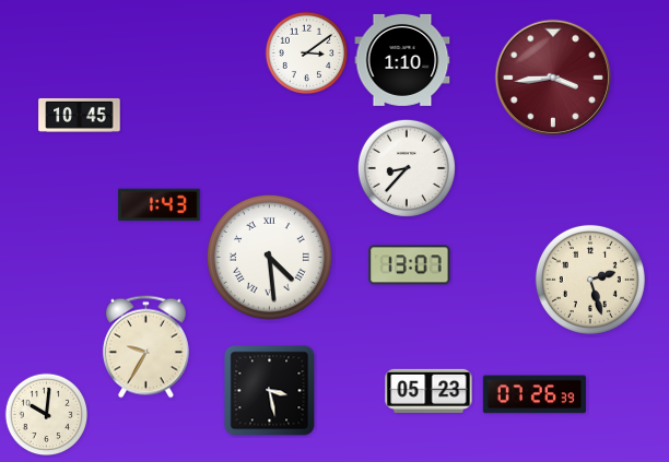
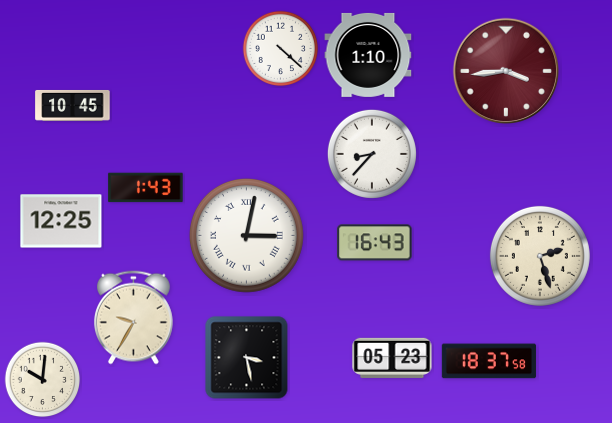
clock at (307, 54): 3:09 -> 4:22
clock at (61, 221): none -> 12:25
clock at (269, 257): 4:29 -> 3:02
clock at (410, 265): 13:07 -> 16:43
clock at (535, 394): 07:26 -> 18:37
